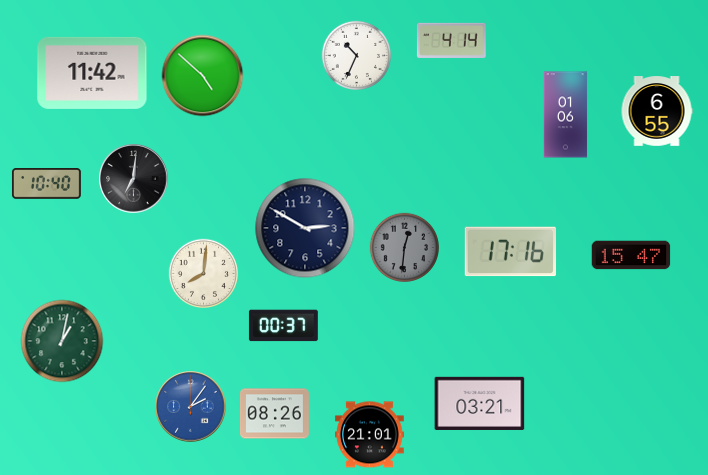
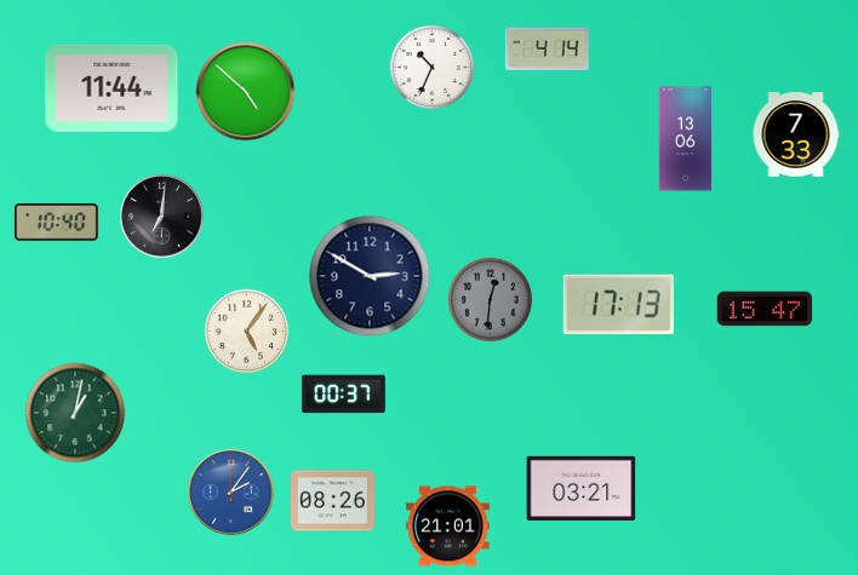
clock at (92, 73): 11:42 -> 11:44
clock at (657, 111): 6:55 -> 7:33
clock at (566, 115): 01:06 -> 13:06
clock at (510, 252): 17:16 -> 17:13
clock at (203, 273): 8:01 -> 5:06
